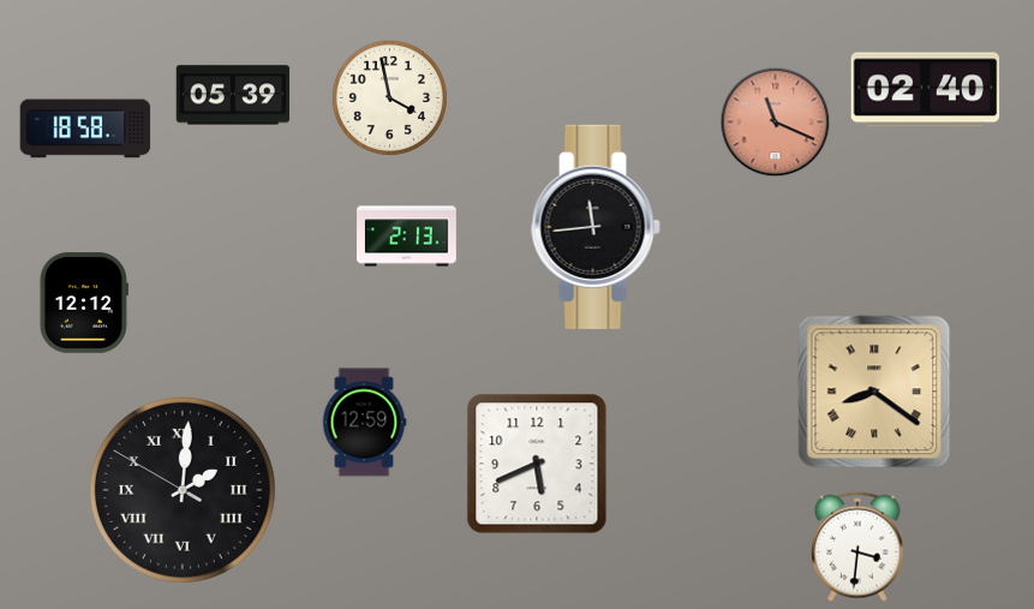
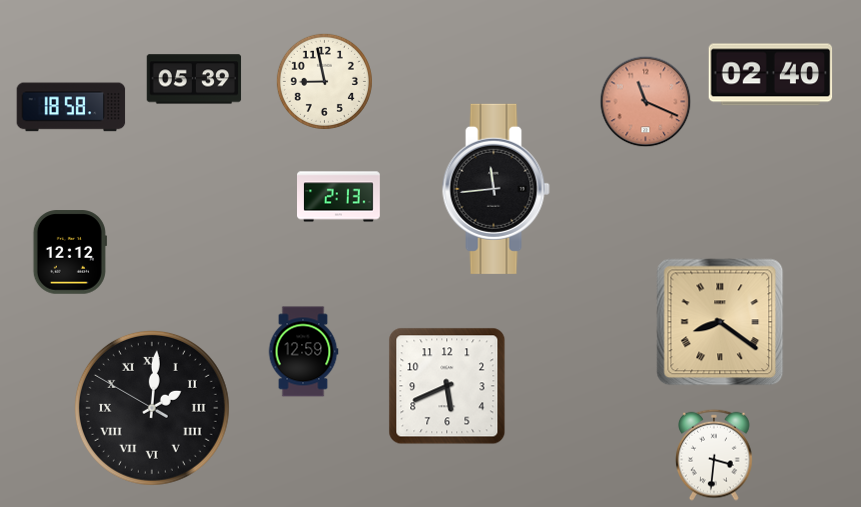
clock at (389, 97): 3:58 -> 8:58
clock at (874, 392) position: (874, 392) -> (720, 322)
